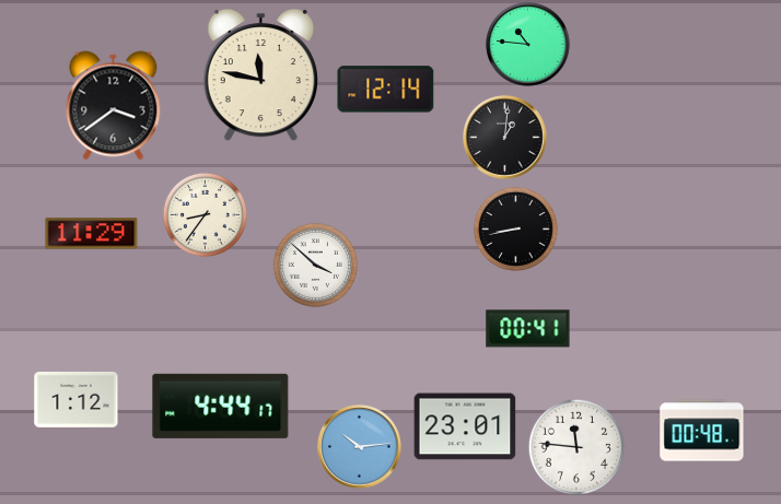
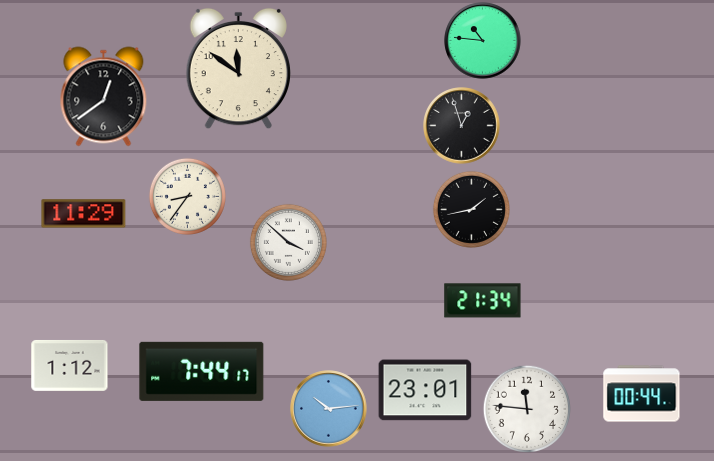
clock at (260, 75): 11:47 -> 11:51
clock at (386, 90): 12:14 -> none
clock at (114, 106): 3:39 -> 12:39
clock at (505, 138): 1:01 -> 12:57
clock at (515, 228): 8:43 -> 1:43
clock at (528, 329): 00:41 -> 21:34
clock at (221, 406): 4:44 -> 7:44
clock at (702, 431): 00:48 -> 00:44
